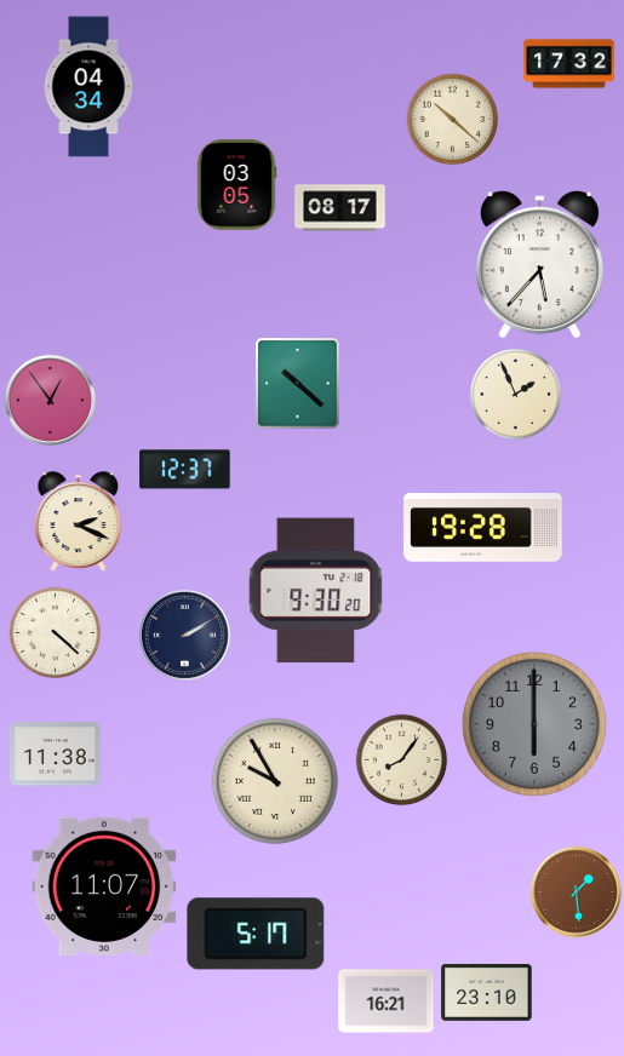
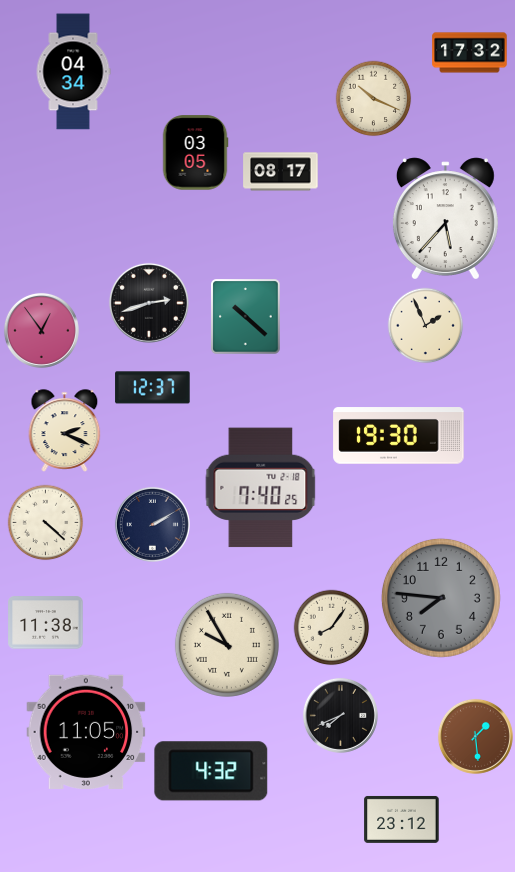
clock at (453, 120): 10:22 -> 10:19
clock at (149, 303): none -> 2:42
clock at (483, 528): 19:28 -> 19:30
clock at (316, 591): 9:30 -> 7:40
clock at (534, 724): 6:00 -> 7:46
clock at (340, 715): none -> 7:41
clock at (104, 886): 11:07 -> 11:05
clock at (256, 934): 5:17 -> 4:32
clock at (487, 992): 23:10 -> 23:12
clock at (387, 1002): 16:21 -> none
